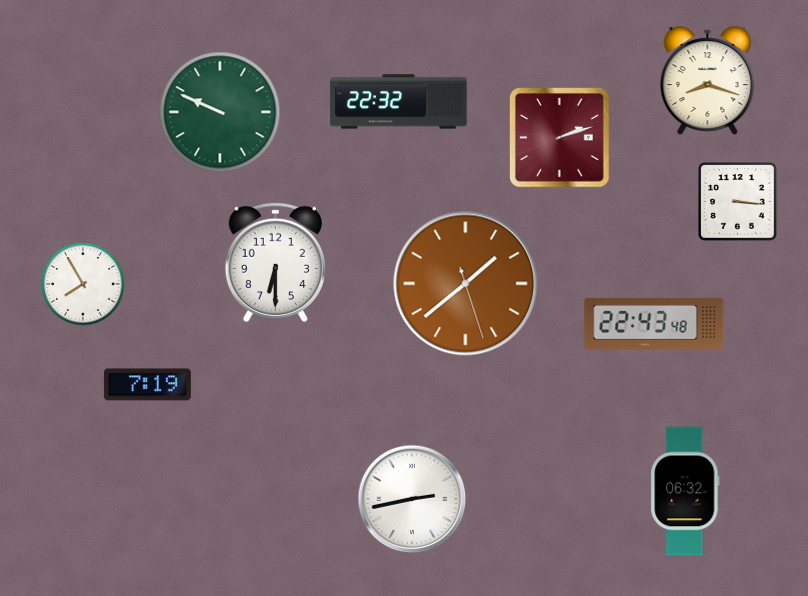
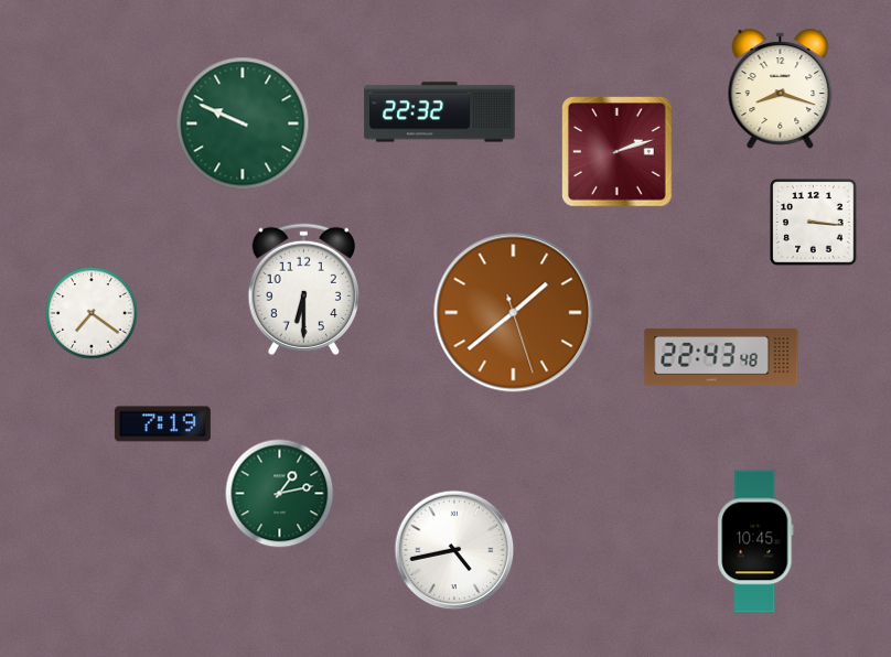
clock at (83, 284): 7:55 -> 7:21
clock at (280, 494): none -> 1:13
clock at (685, 491): 06:32 -> 10:45
clock at (412, 499): 2:43 -> 4:43
